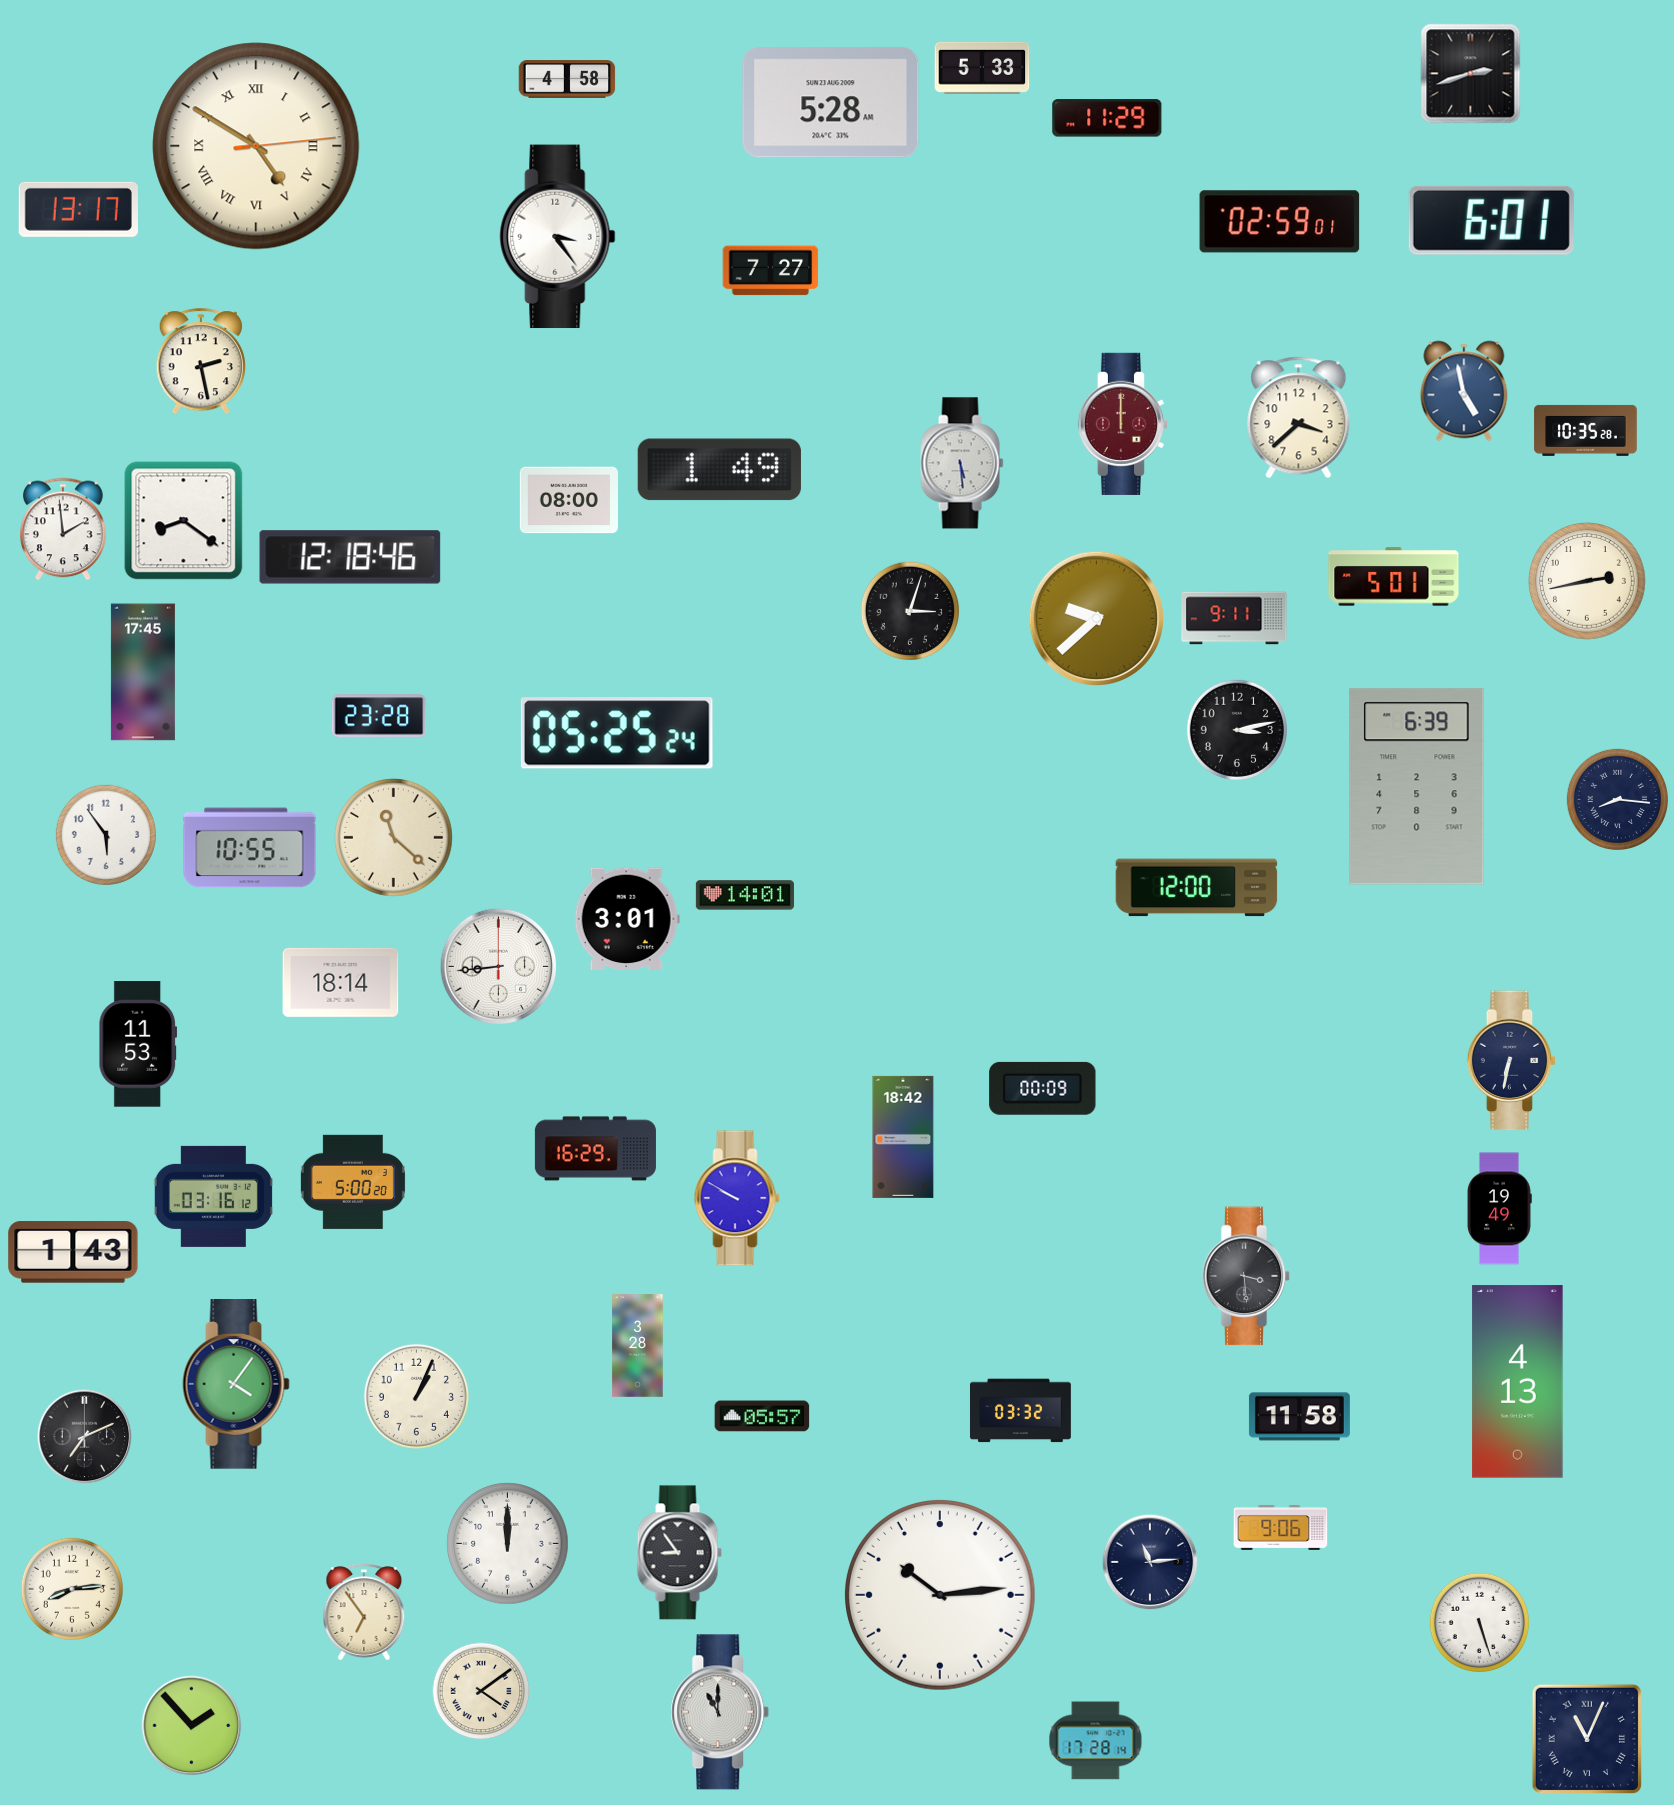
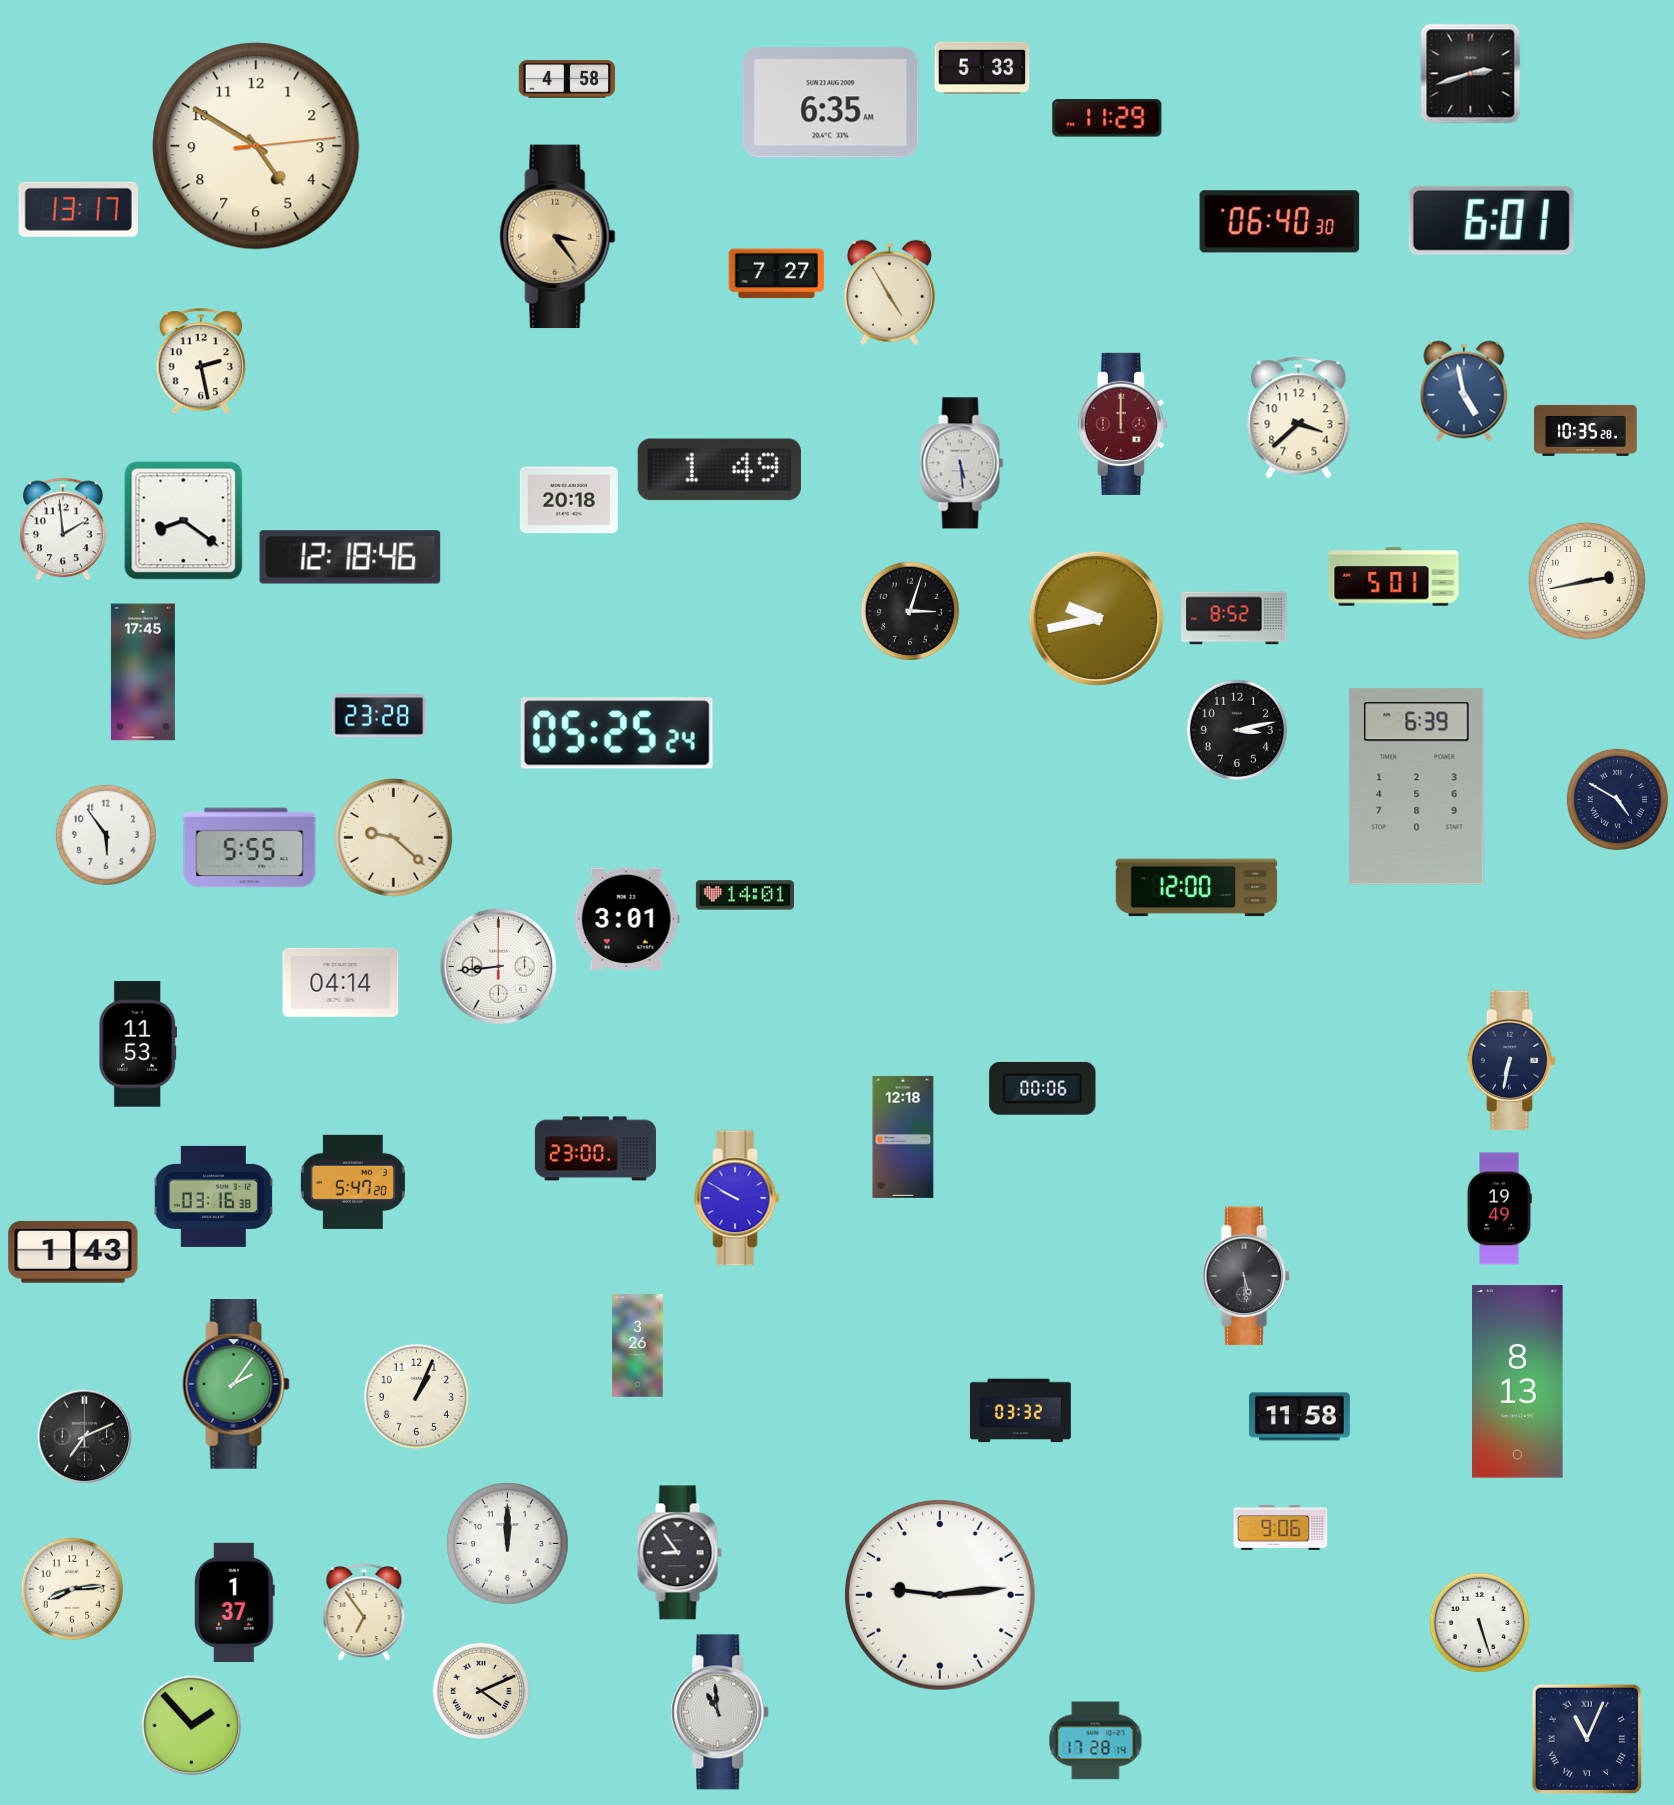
clock at (831, 103): 5:28 -> 6:35
clock at (256, 146) numerals: Roman -> Arabic
clock at (1280, 222): 02:59 -> 06:40
clock at (558, 237) dial: white -> champagne
clock at (771, 271) position: (771, 271) -> (777, 274)
clock at (889, 292): none -> 4:55
clock at (569, 500): 08:00 -> 20:18
clock at (1096, 618): 9:38 -> 9:43
clock at (1234, 618): 9:11 -> 8:52
clock at (1617, 799): 8:16 -> 4:50
clock at (394, 838): 11:22 -> 9:22
clock at (250, 848): 10:55 -> 5:55
clock at (341, 982): 18:14 -> 04:14
clock at (1043, 1088): 00:09 -> 00:06
clock at (903, 1137): 18:42 -> 12:18
clock at (595, 1149): 16:29 -> 23:00
clock at (353, 1182): 5:00 -> 5:47
clock at (213, 1196): 03:16:12 -> 03:16:38
clock at (1246, 1276): 3:29 -> 5:29
clock at (638, 1346): 3:28 -> 3:26
clock at (1518, 1382): 4:13 -> 8:13
clock at (236, 1385): 4:06 -> 2:06
clock at (762, 1416): 05:57 -> none
clock at (1150, 1562): 11:14 -> none
clock at (940, 1595): 10:14 -> 9:14
clock at (235, 1602): none -> 1:37
clock at (481, 1691): 4:09 -> 4:11
clock at (720, 1712): 11:00 -> 10:59
